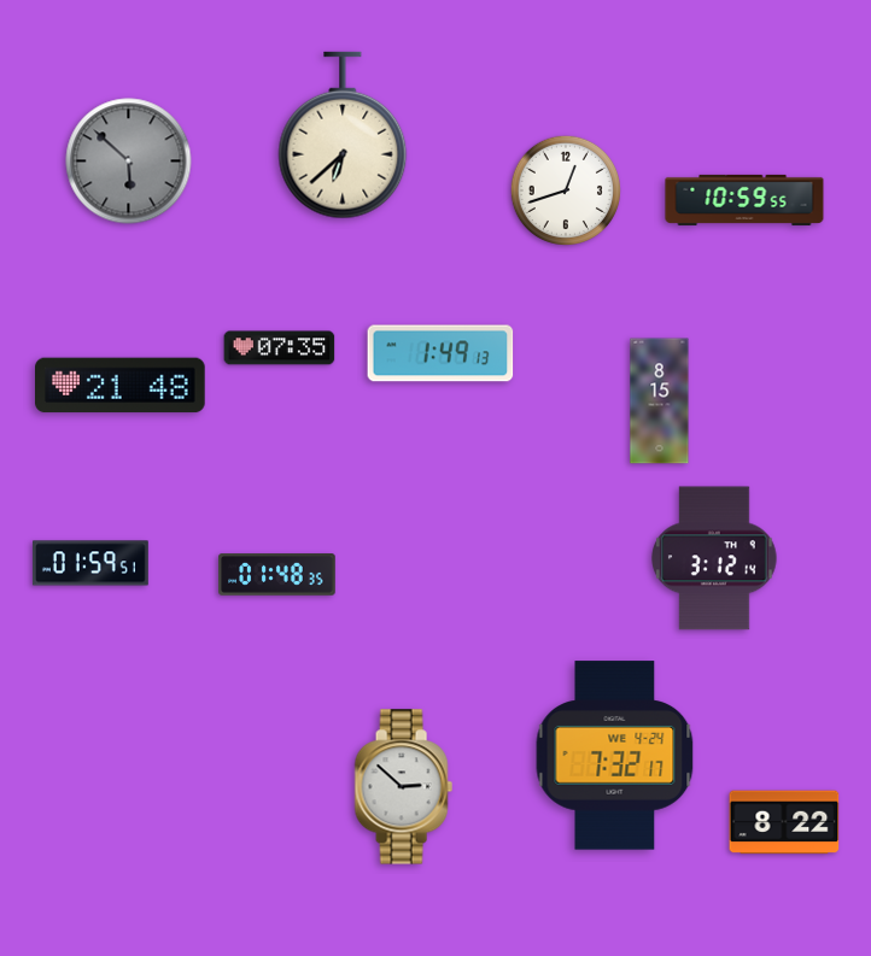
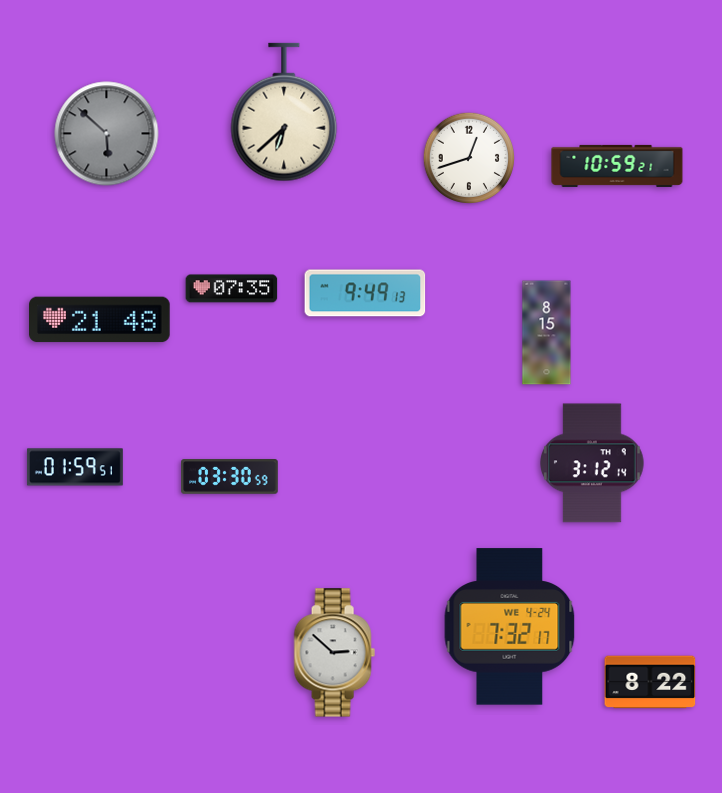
clock at (744, 200): 10:59:55 -> 10:59:21
clock at (440, 353): 1:49 -> 9:49
clock at (277, 575): 01:48 -> 03:30
